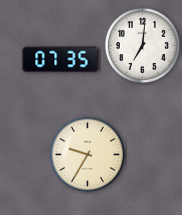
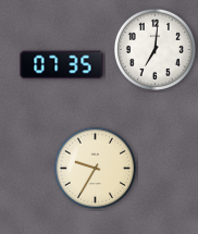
clock at (61, 60) position: (61, 60) -> (62, 65)
